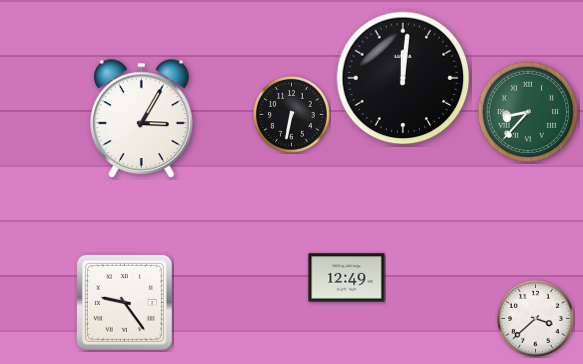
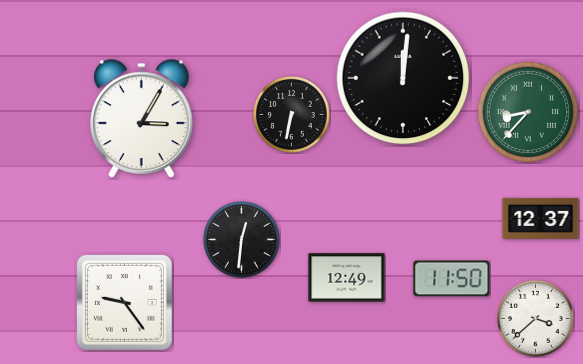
clock at (541, 218): none -> 12:37
clock at (242, 240): none -> 12:31
clock at (452, 279): none -> 11:50
